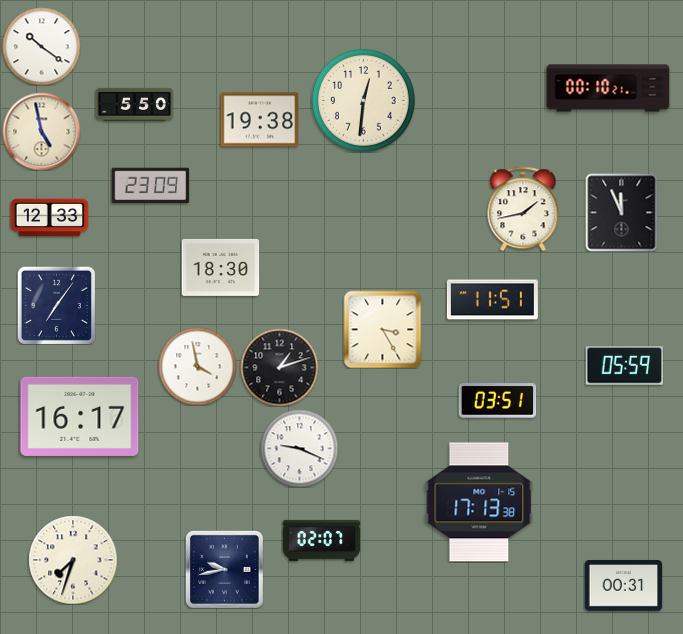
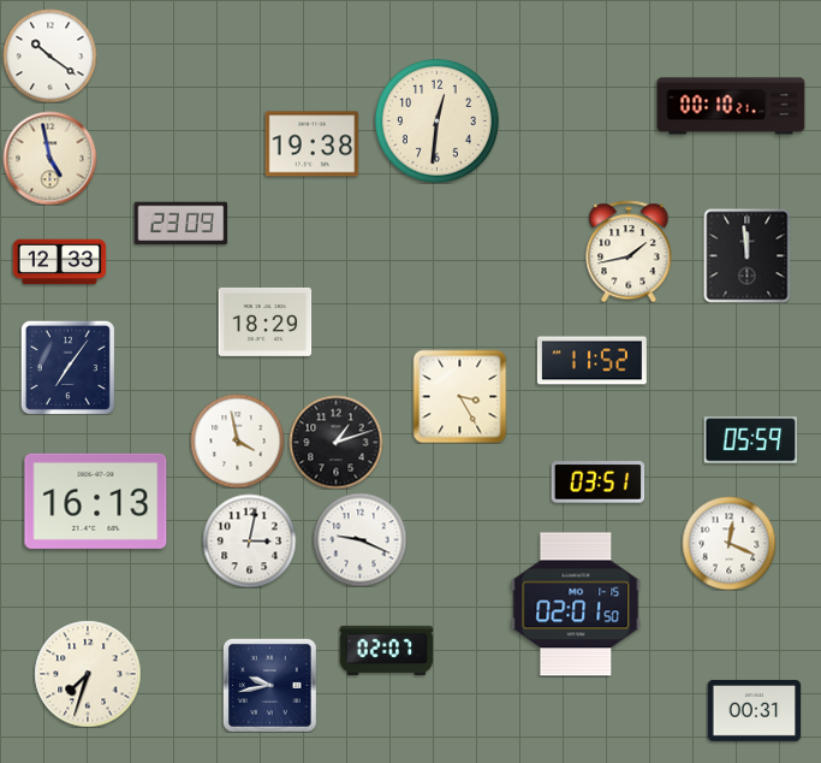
clock at (134, 104): 5:50 -> none
clock at (622, 212): 11:56 -> 11:59
clock at (220, 267): 18:30 -> 18:29
clock at (492, 300): 11:51 -> 11:52
clock at (80, 416): 16:17 -> 16:13
clock at (249, 540): none -> 3:02
clock at (728, 543): none -> 12:19
clock at (479, 502): 17:13 -> 02:01
clock at (623, 585) position: (623, 585) -> (754, 710)
